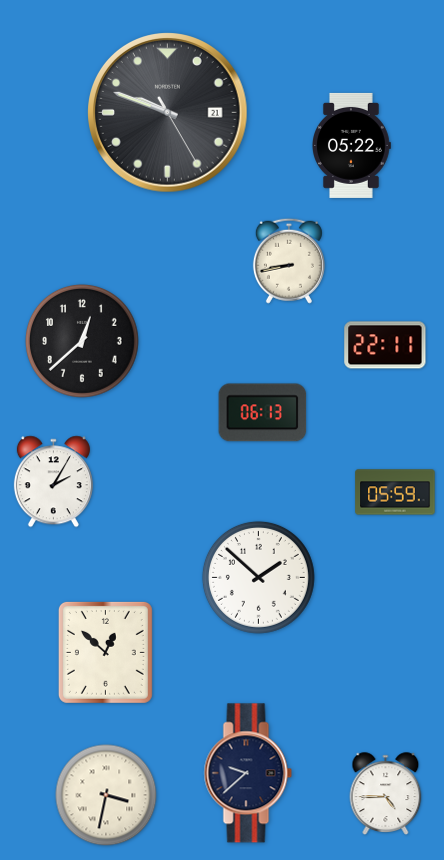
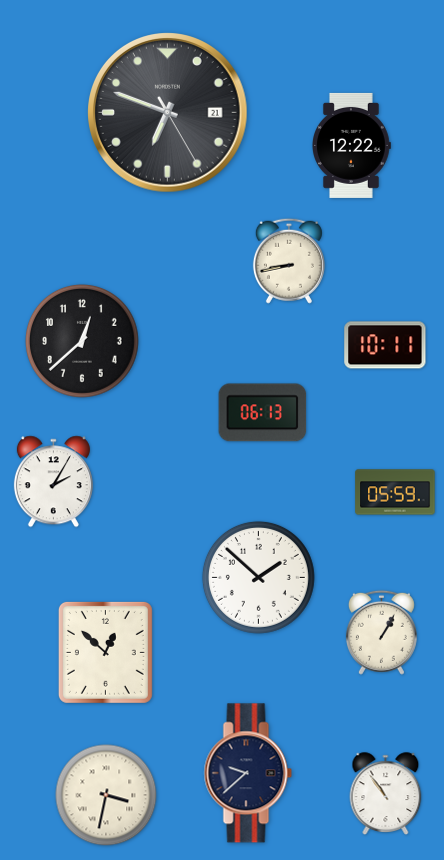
clock at (168, 113): 9:48 -> 6:48
clock at (352, 145): 05:22 -> 12:22
clock at (385, 345): 22:11 -> 10:11
clock at (381, 632): none -> 1:05
clock at (386, 794): 4:45 -> 10:54
